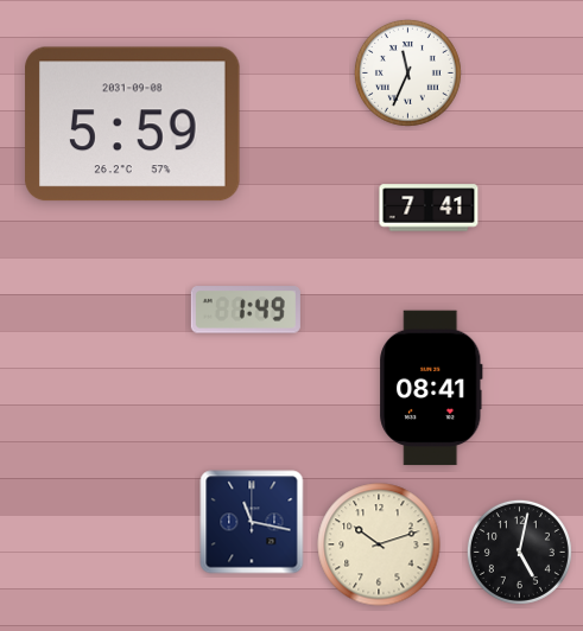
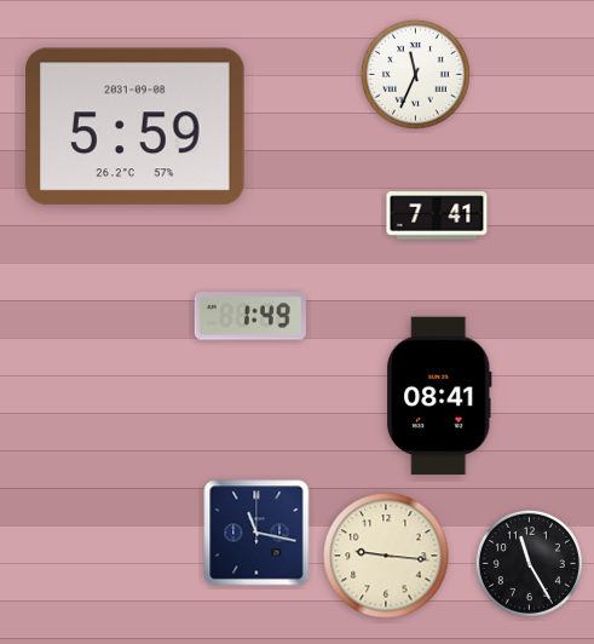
clock at (429, 208) position: (429, 208) -> (437, 215)
clock at (379, 544): 10:12 -> 9:16
clock at (519, 552): 5:02 -> 11:25
